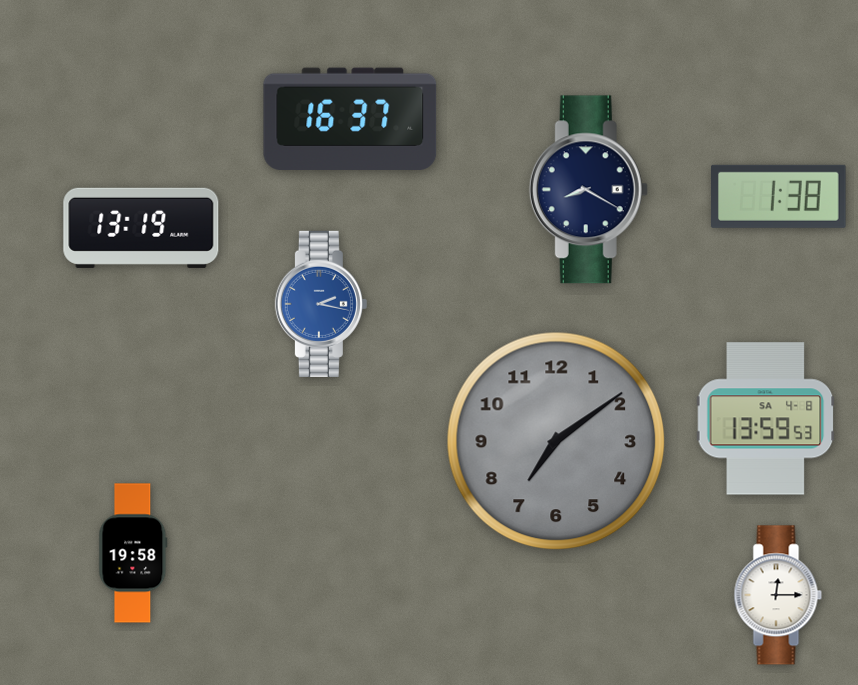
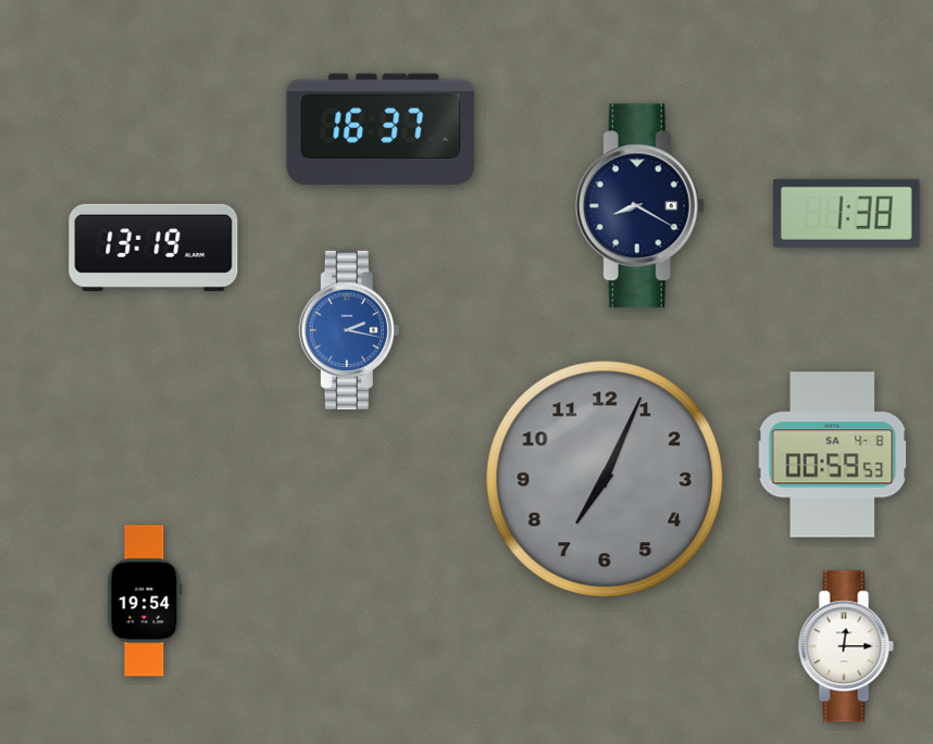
clock at (766, 419): 13:59 -> 00:59
clock at (556, 441): 7:09 -> 7:04
clock at (133, 553): 19:58 -> 19:54
